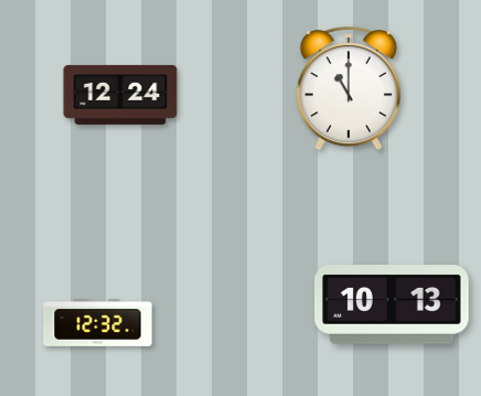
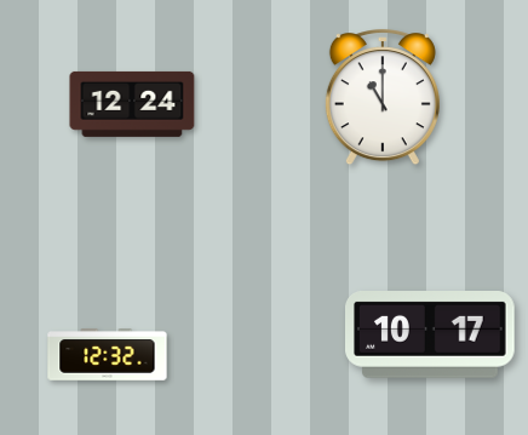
clock at (393, 306): 10:13 -> 10:17
